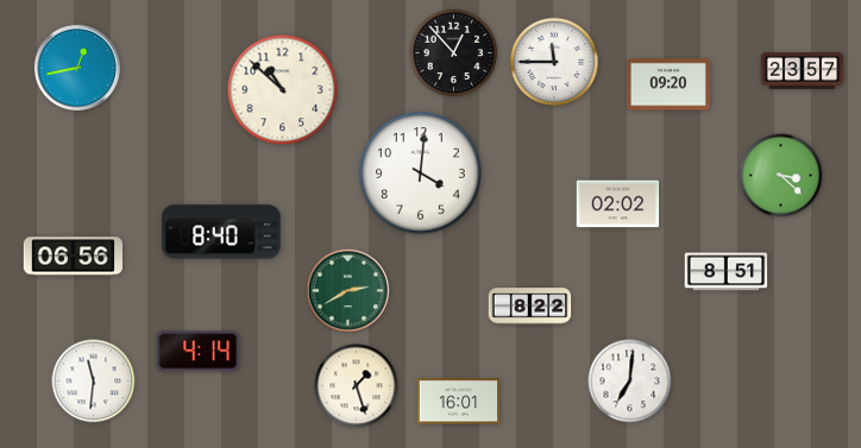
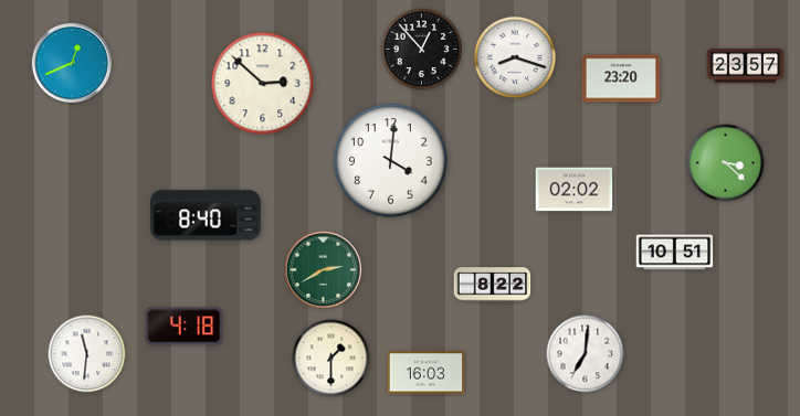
clock at (554, 62): 11:45 -> 8:18
clock at (77, 68): 12:43 -> 12:41
clock at (668, 84): 09:20 -> 23:20
clock at (283, 90): 10:52 -> 2:52
clock at (73, 257): 06:56 -> none
clock at (727, 272): 8:51 -> 10:51
clock at (199, 352): 4:14 -> 4:18
clock at (357, 386): 1:27 -> 1:30
clock at (459, 402): 16:01 -> 16:03
